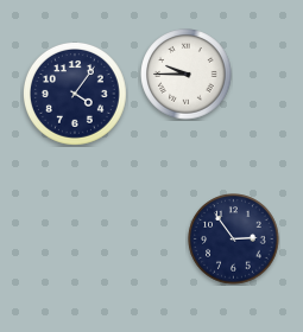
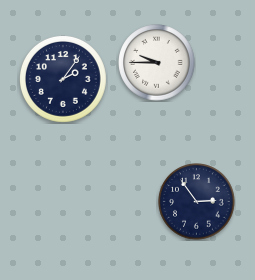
clock at (76, 95): 4:06 -> 2:06
